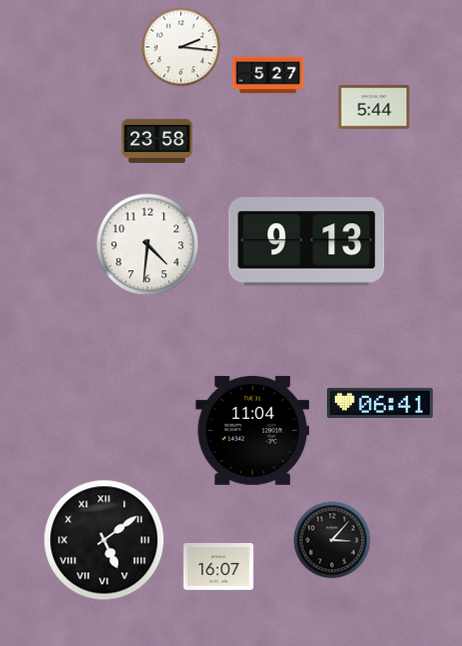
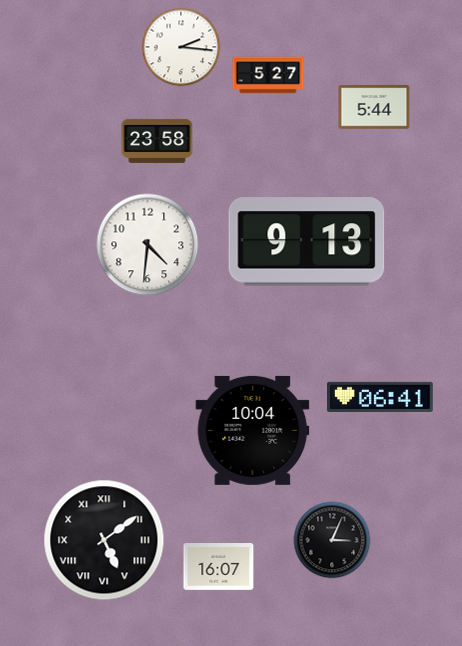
clock at (381, 403) position: (381, 403) -> (381, 397)
clock at (253, 430): 11:04 -> 10:04
clock at (332, 540): 3:07 -> 3:04
